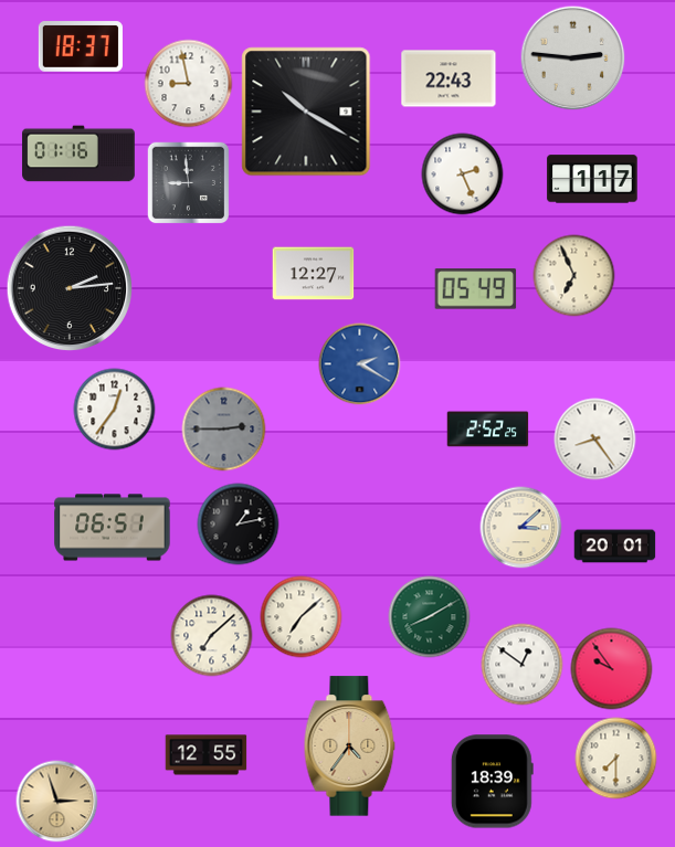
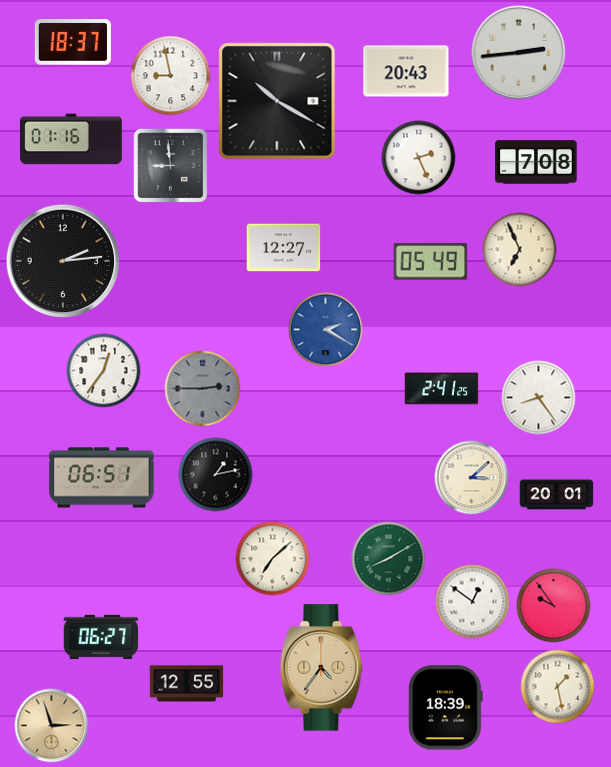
clock at (573, 59): 2:46 -> 2:44
clock at (449, 78): 22:43 -> 20:43
clock at (592, 179): 1:17 -> 7:08
clock at (488, 430): 2:52 -> 2:41
clock at (212, 636): 7:08 -> none
clock at (101, 636): none -> 06:27
clock at (350, 747) position: (350, 747) -> (322, 668)
clock at (616, 759): 7:30 -> 1:28
